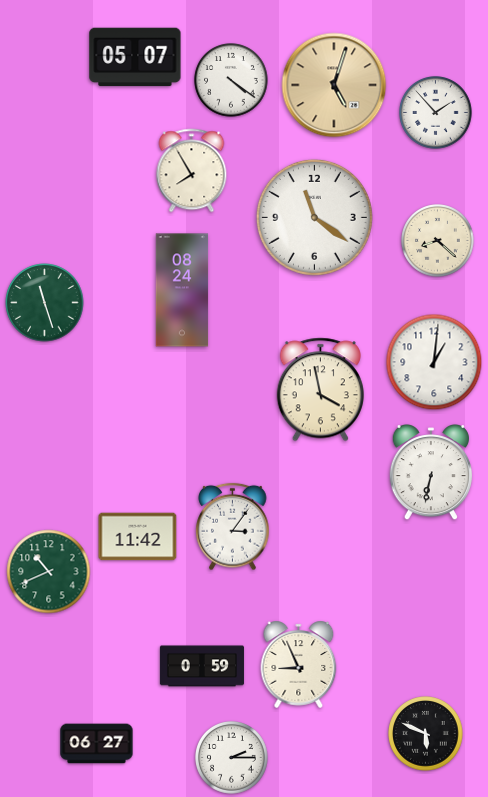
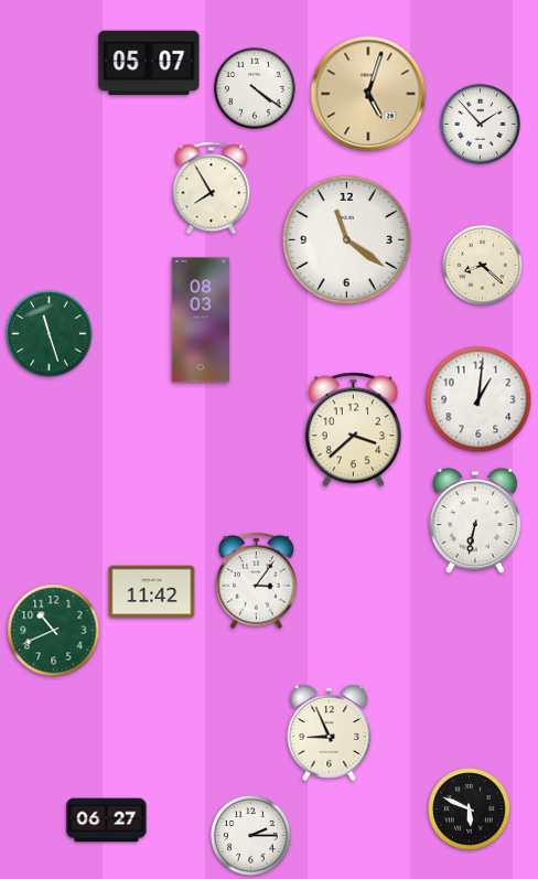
clock at (182, 290): 08:24 -> 08:03
clock at (320, 390): 3:58 -> 3:38
clock at (202, 666): 0:59 -> none
clock at (232, 758) position: (232, 758) -> (251, 836)
